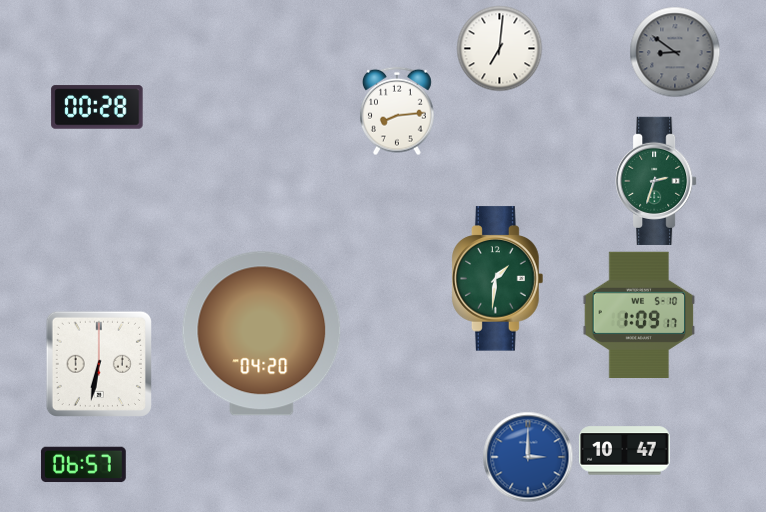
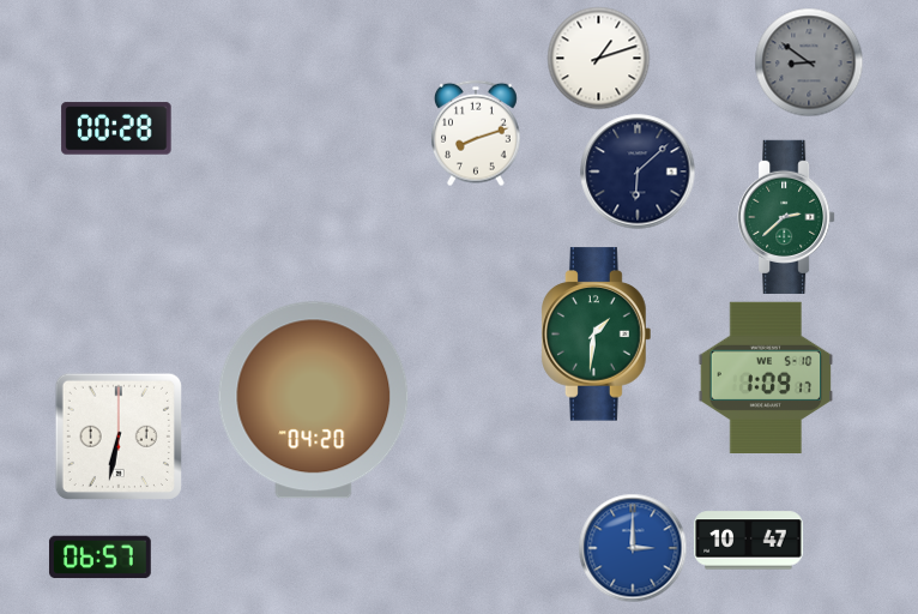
clock at (499, 48): 7:01 -> 1:12
clock at (398, 111): 8:14 -> 8:12
clock at (638, 171): none -> 6:08
clock at (656, 181): 2:33 -> 2:38
